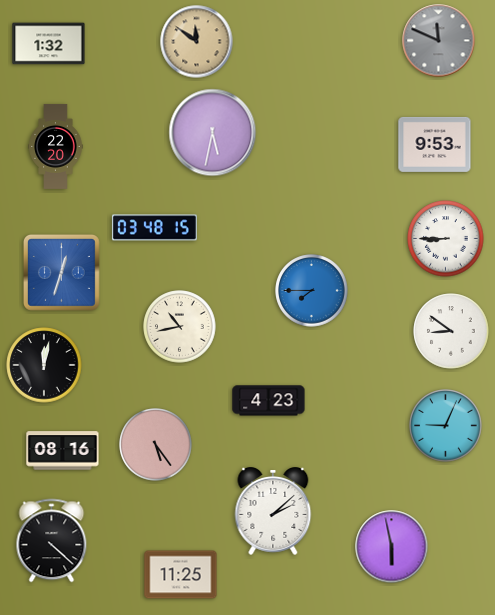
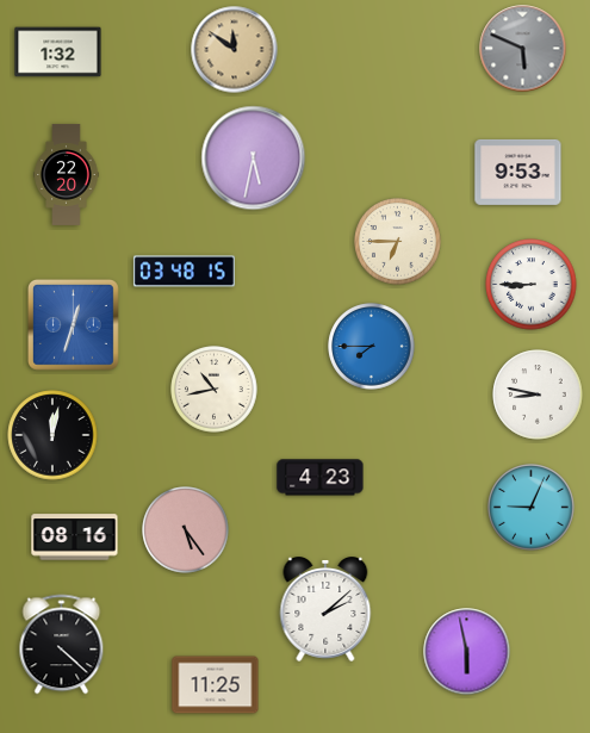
clock at (439, 41): 11:49 -> 5:49
clock at (398, 242): none -> 6:45
clock at (451, 331): 8:51 -> 8:47
